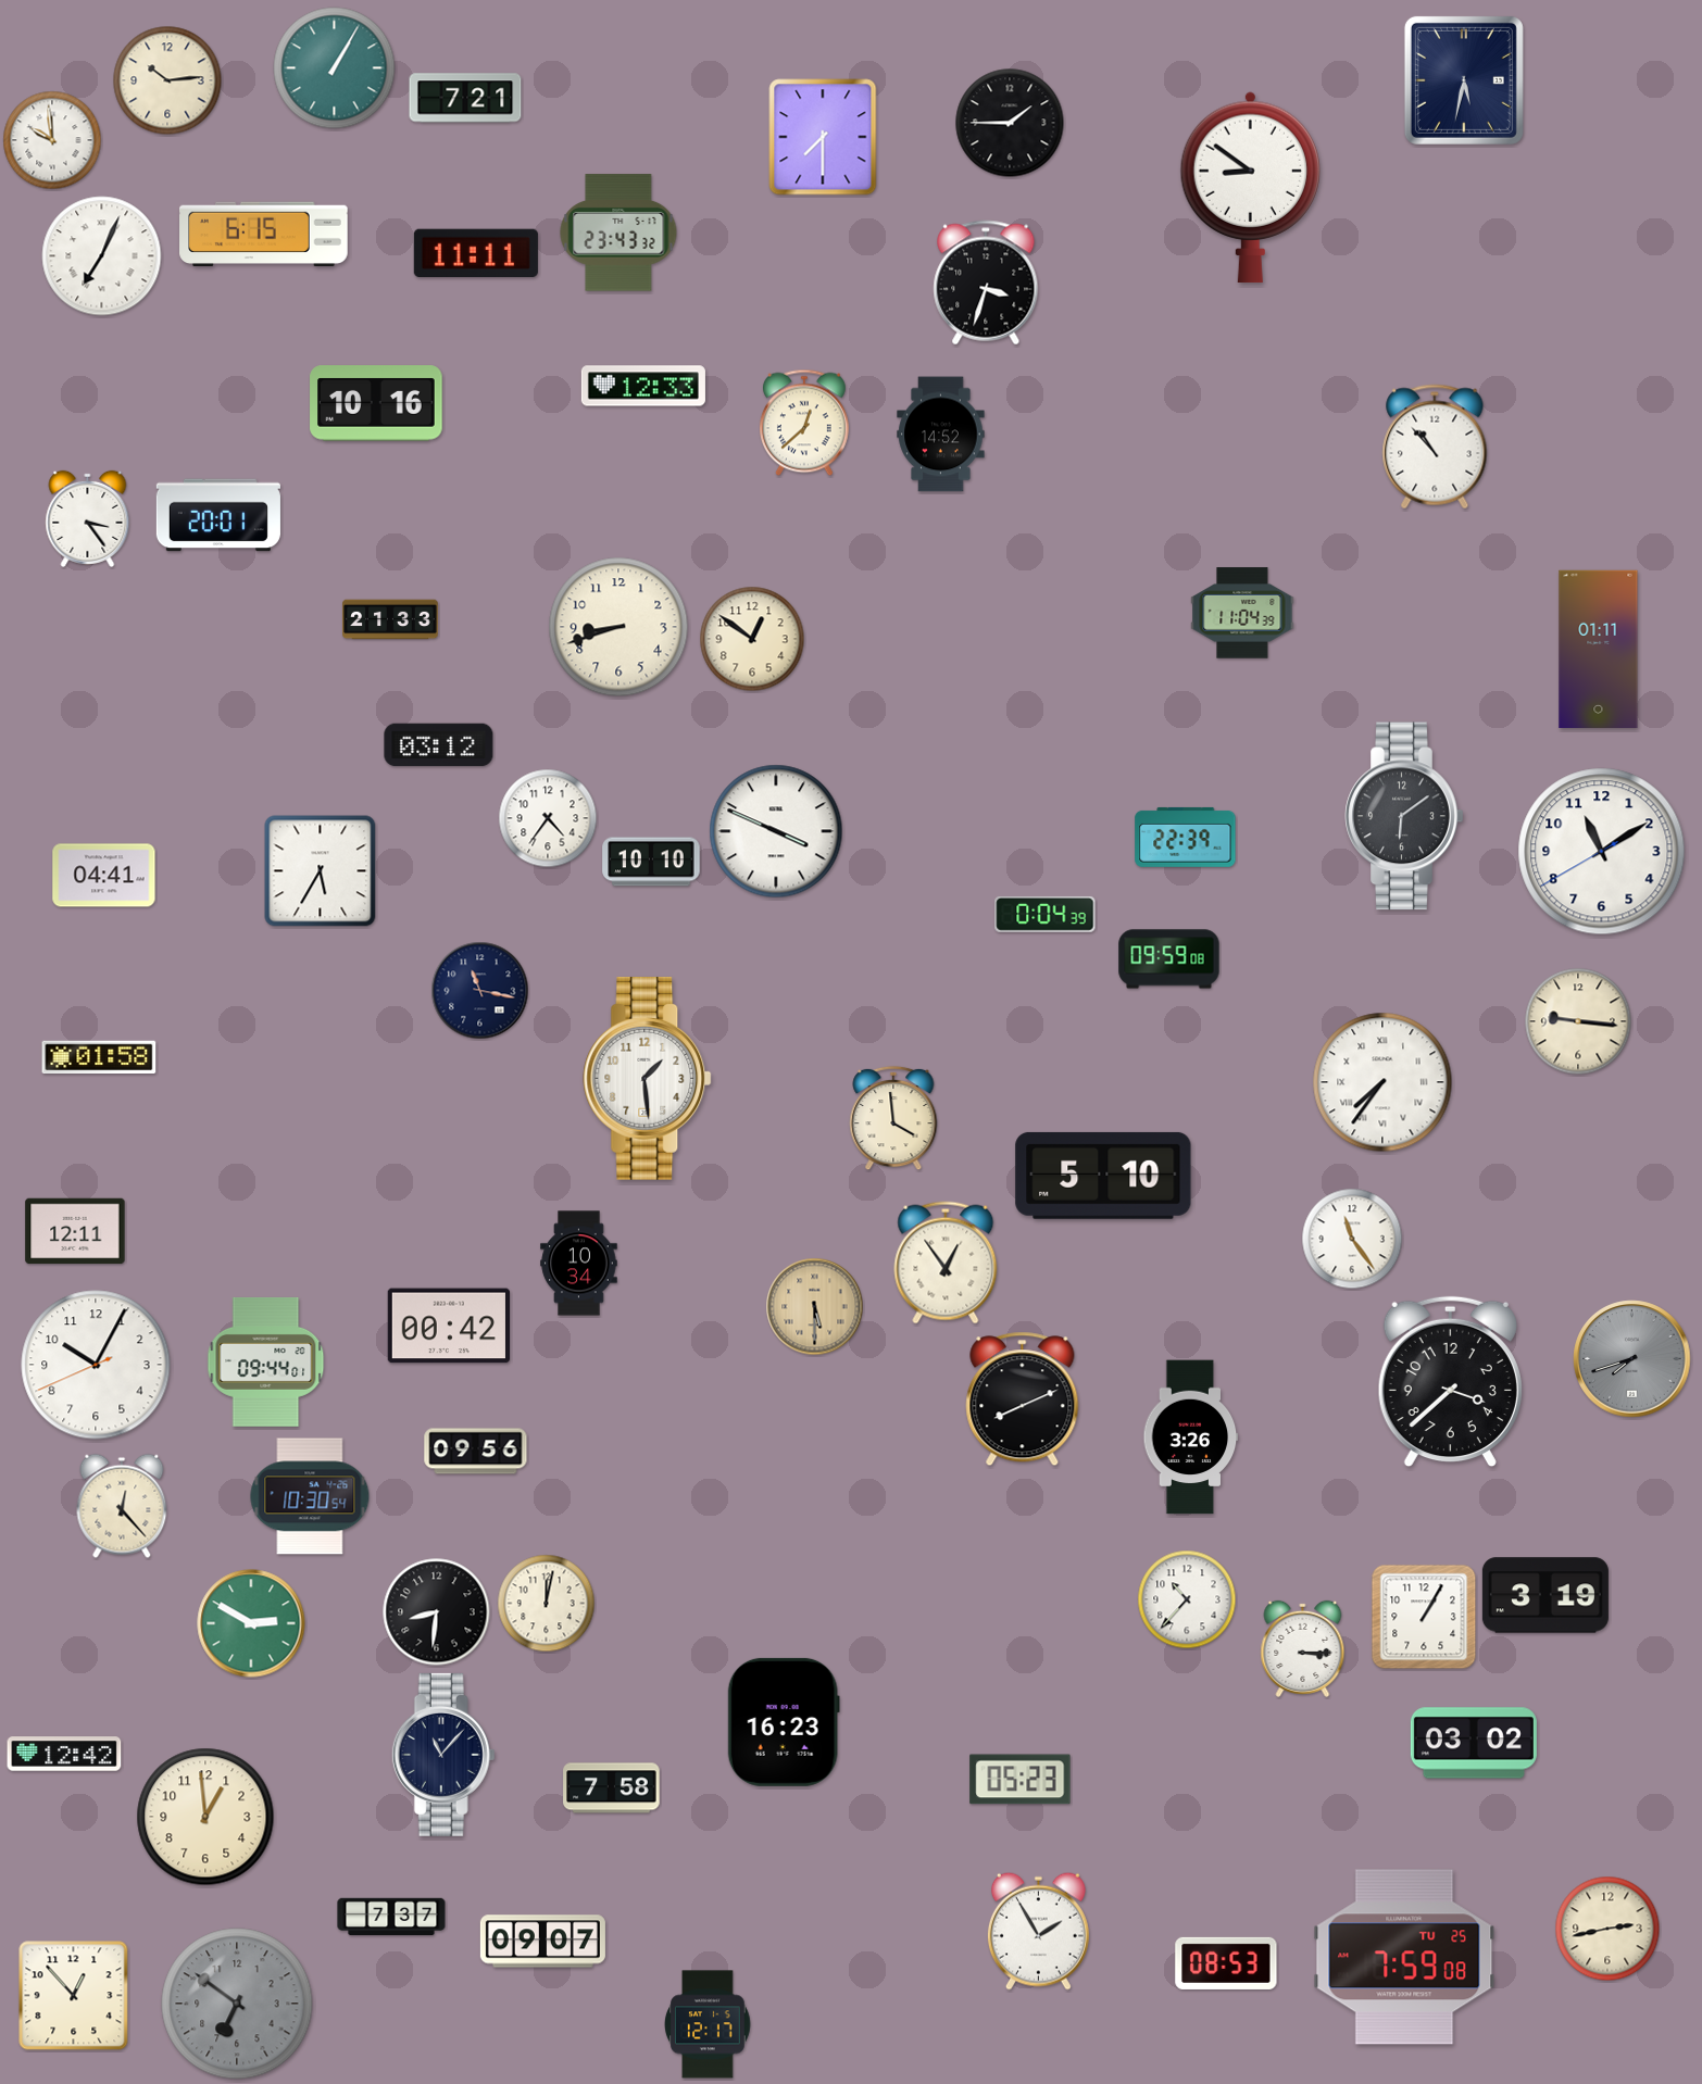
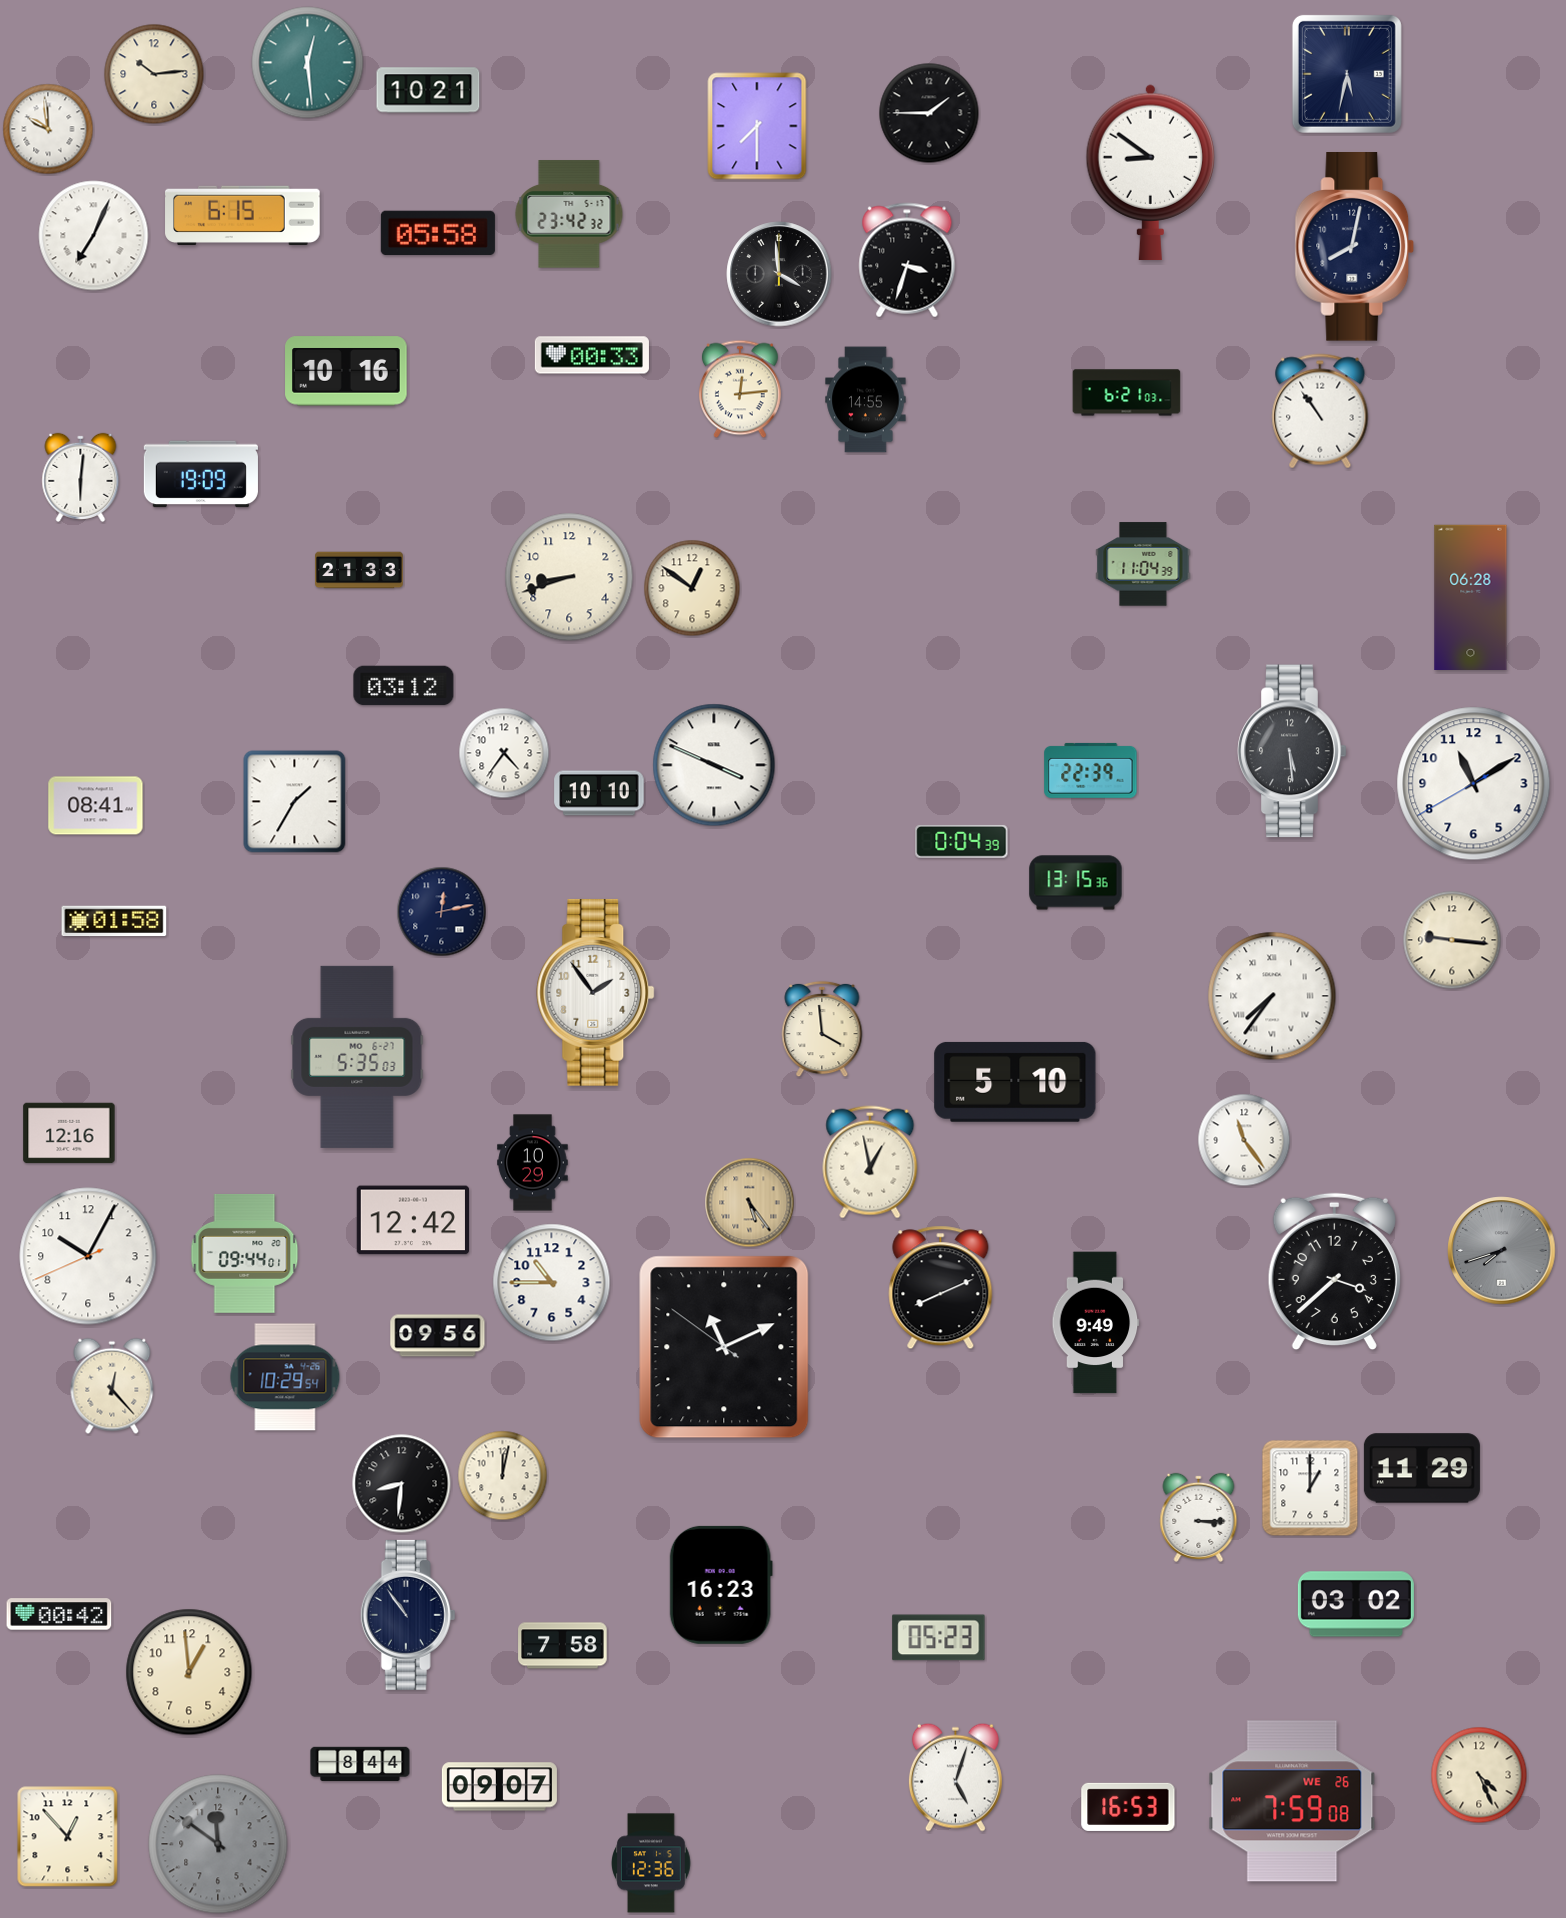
clock at (335, 68): 1:05 -> 12:29
clock at (465, 98): 7:21 -> 10:21
clock at (618, 233): 23:43 -> 23:42
clock at (476, 252): 11:11 -> 05:58
clock at (1355, 247): none -> 8:02
clock at (779, 274): none -> 3:59
clock at (643, 386): 12:33 -> 00:33
clock at (804, 423): 12:38 -> 12:14
clock at (1127, 393): none -> 6:21
clock at (941, 435): 14:52 -> 14:55
clock at (1435, 447): 10:53 -> 10:54
clock at (218, 515): 20:01 -> 19:09
clock at (88, 518): 3:24 -> 6:01
clock at (1599, 649): 01:11 -> 06:28
clock at (1404, 816): 6:09 -> 5:29
clock at (321, 871): 5:35 -> 1:35
clock at (104, 876): 04:41 -> 08:41
clock at (1169, 959): 09:59 -> 13:15
clock at (480, 991): 11:17 -> 12:13
clock at (99, 1057) position: (99, 1057) -> (114, 921)
clock at (648, 1078): 1:29 -> 1:54
clock at (357, 1057): none -> 5:35
clock at (75, 1231): 12:11 -> 12:16
clock at (946, 1263): 12:54 -> 12:58
clock at (579, 1264): 10:34 -> 10:29
clock at (815, 1307): 5:30 -> 5:24
clock at (448, 1326): 00:42 -> 12:42
clock at (552, 1283): none -> 10:45
clock at (1191, 1438): 3:26 -> 9:49
clock at (724, 1347): none -> 11:10
clock at (310, 1496): 10:30 -> 10:29
clock at (1545, 1595): 3:19 -> 11:29
clock at (1187, 1599): 10:37 -> none
clock at (1424, 1617): 1:05 -> 1:00
clock at (251, 1623): 2:50 -> none
clock at (64, 1754): 12:42 -> 00:42
clock at (443, 1755): 11:07 -> 10:54
clock at (391, 1917): 7:37 -> 8:44
clock at (1607, 1929): 2:43 -> 4:26
clock at (1038, 1931): 1:55 -> 5:03
clock at (1404, 1957) date: TU 25 -> WE 26
clock at (1226, 1963): 08:53 -> 16:53
clock at (237, 2004): 6:51 -> 11:51
clock at (708, 2024): 12:17 -> 12:36
